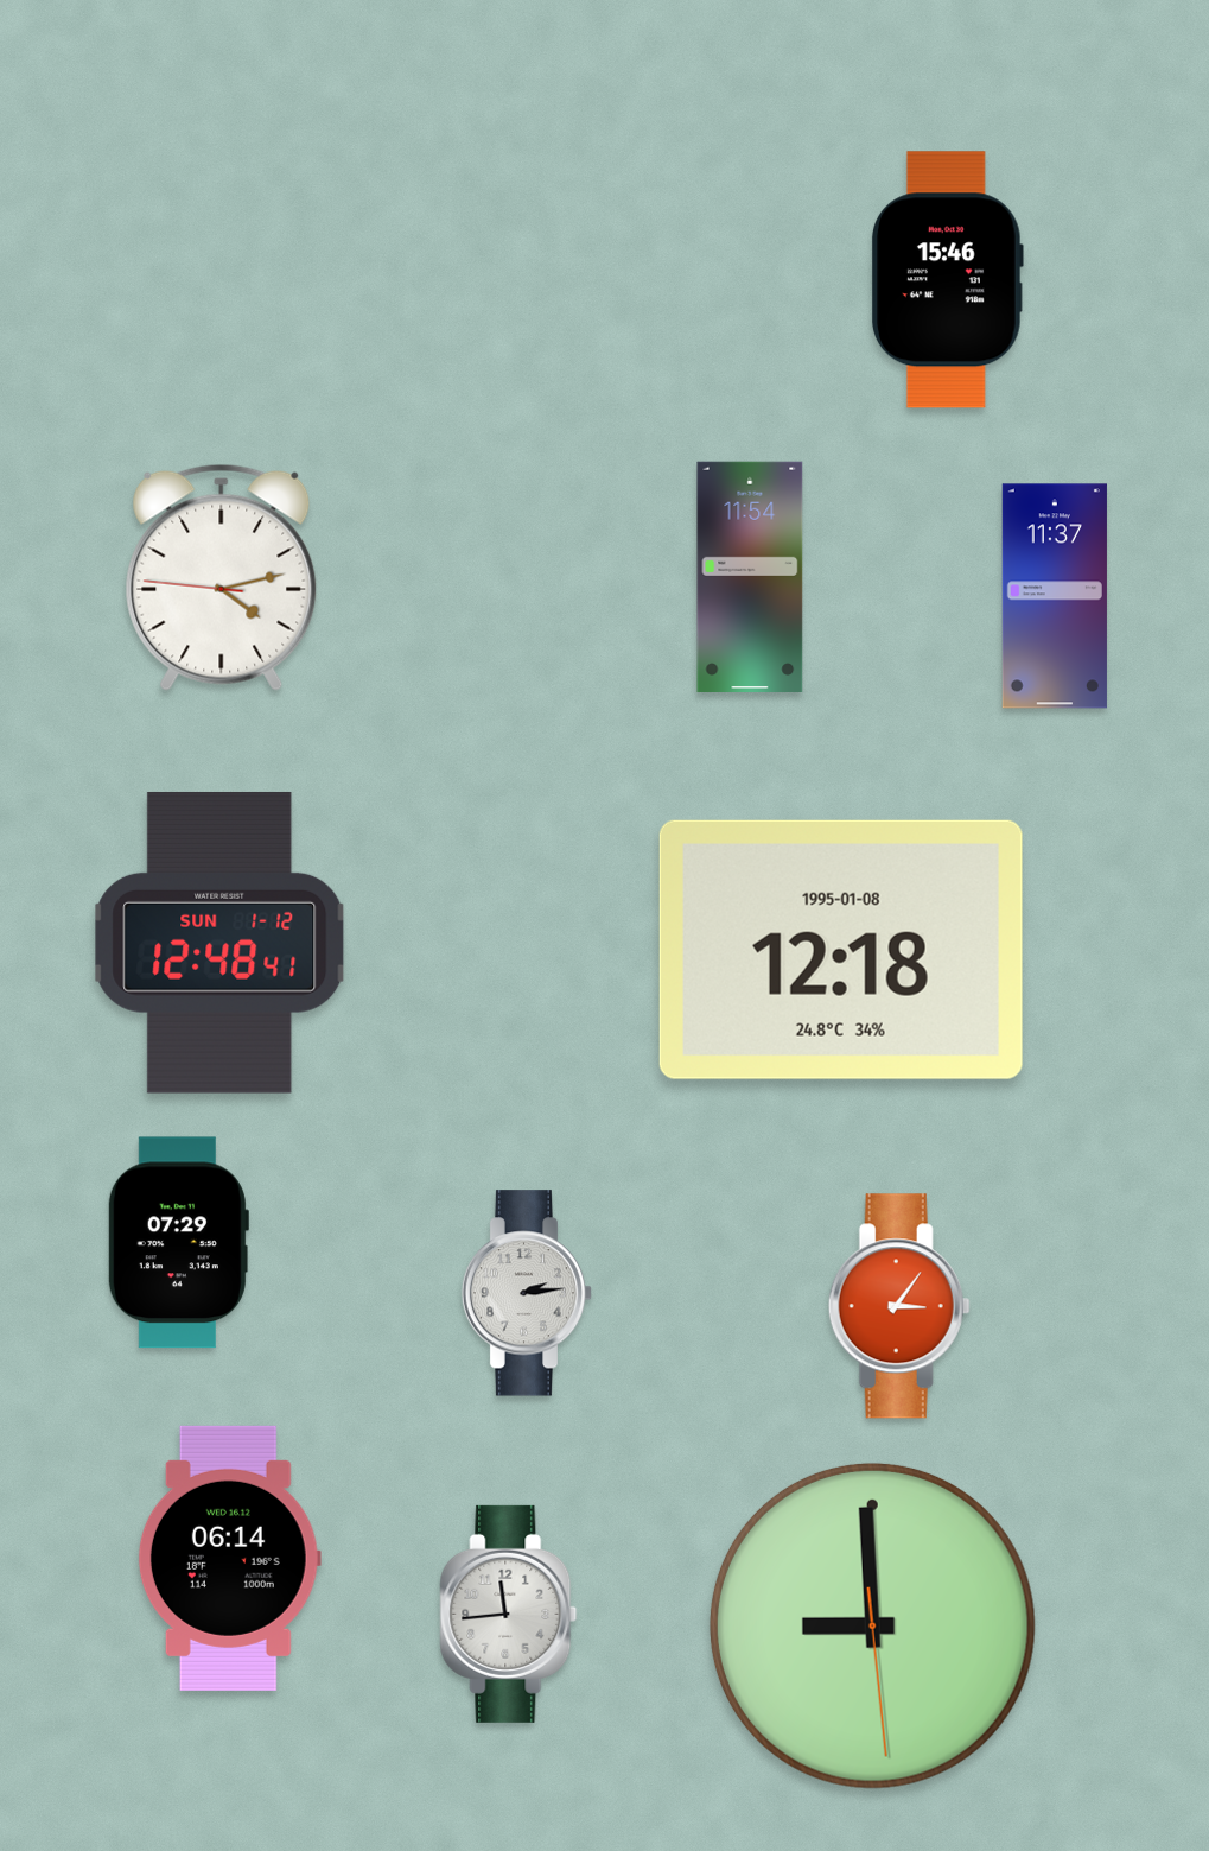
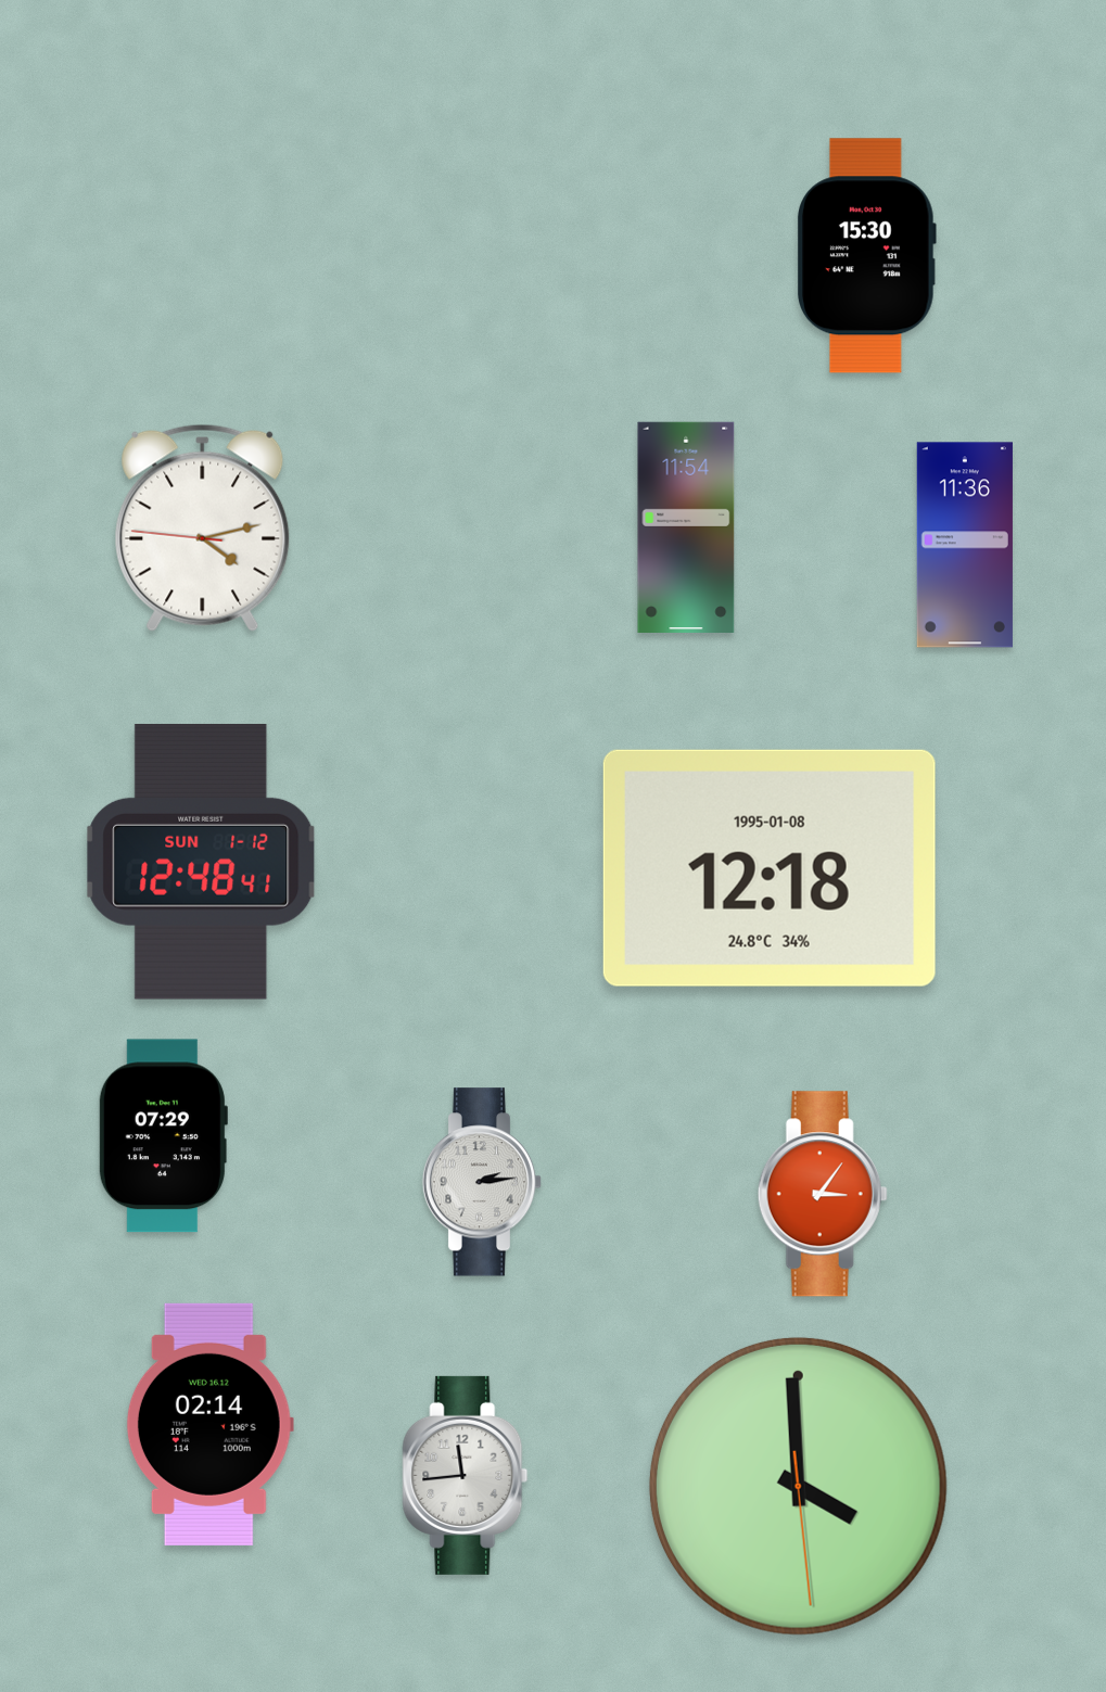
clock at (947, 280): 15:46 -> 15:30
clock at (1055, 596): 11:37 -> 11:36
clock at (229, 1558): 06:14 -> 02:14
clock at (872, 1625): 8:59 -> 3:59
